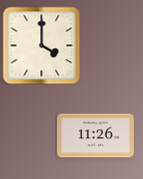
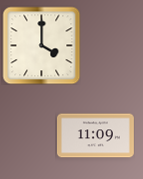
clock at (96, 136): 11:26 -> 11:09
